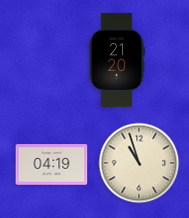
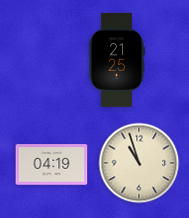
clock at (117, 60): 21:20 -> 21:25
